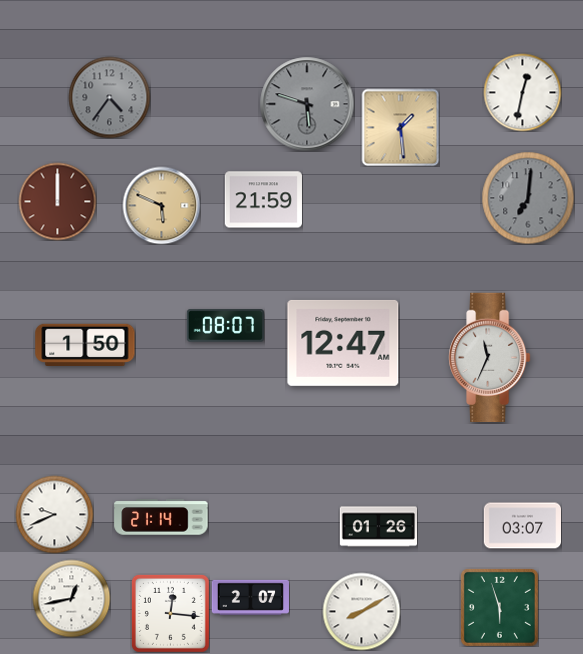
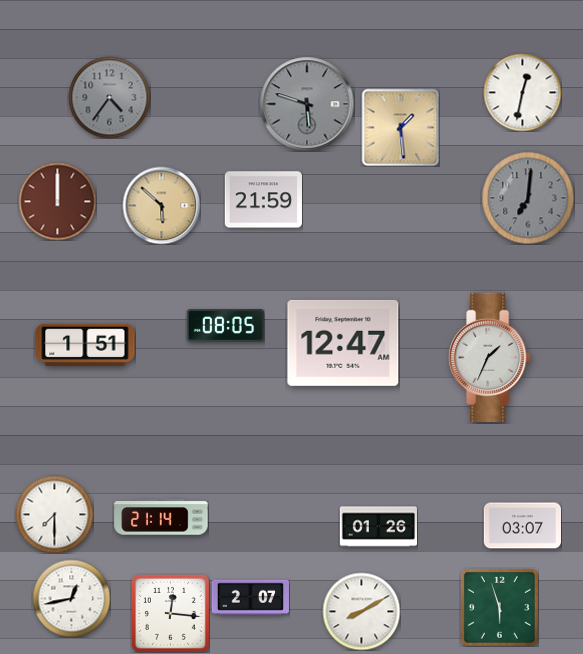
clock at (161, 205): 5:49 -> 5:52
clock at (225, 326): 08:07 -> 08:05
clock at (85, 344): 1:50 -> 1:51
clock at (490, 357): 11:34 -> 1:34
clock at (54, 514): 9:41 -> 7:30
